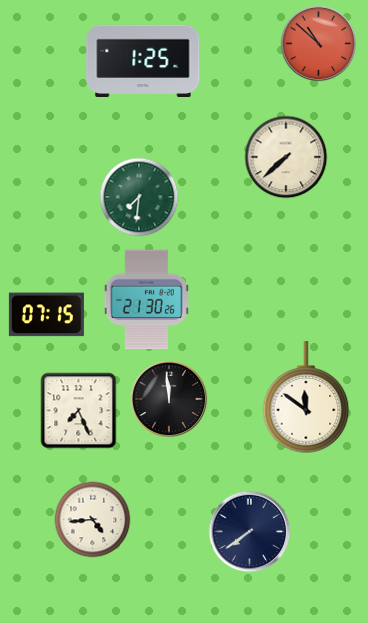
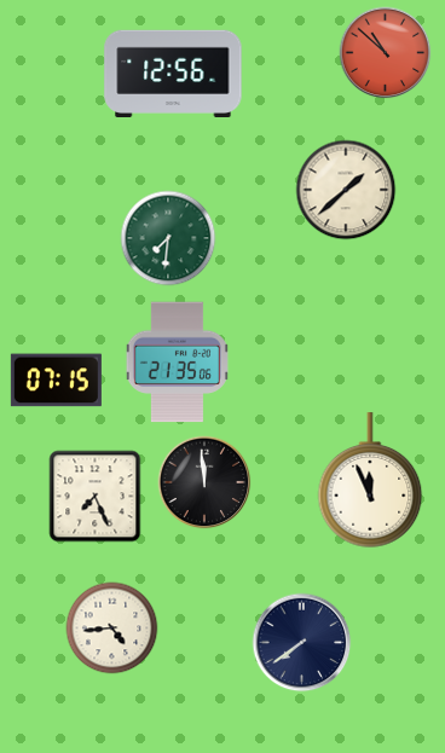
clock at (143, 60): 1:25 -> 12:56
clock at (286, 157): 7:38 -> 1:38
clock at (146, 300): 21:30 -> 21:35
clock at (306, 398): 11:51 -> 11:56
